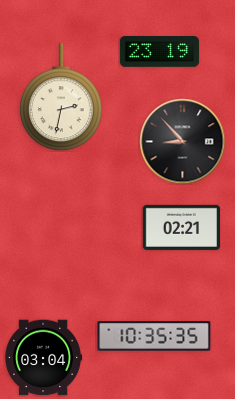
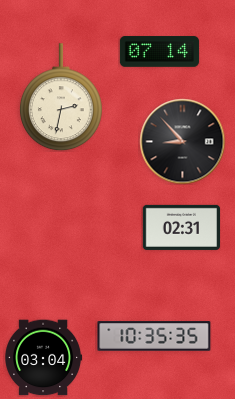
clock at (159, 52): 23:19 -> 07:14
clock at (181, 227): 02:21 -> 02:31
